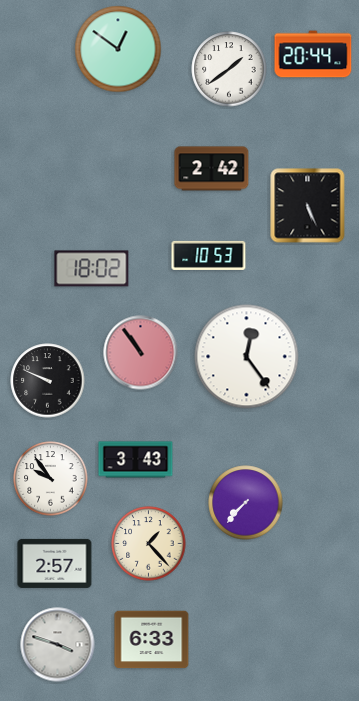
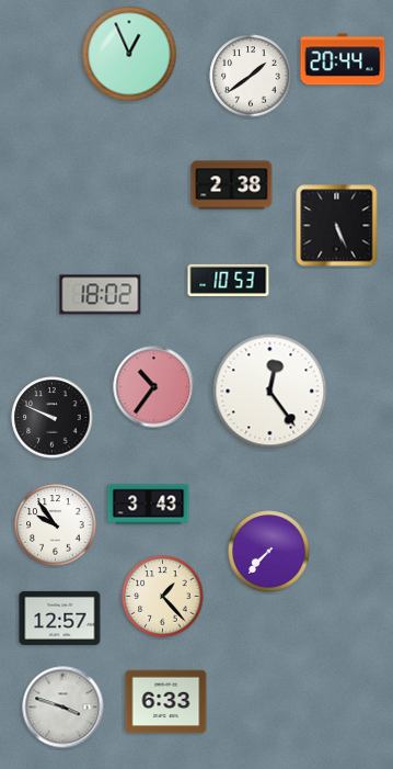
clock at (118, 49): 12:51 -> 12:56
clock at (212, 169): 2:42 -> 2:38
clock at (141, 353): 10:54 -> 10:36
clock at (55, 563): 2:57 -> 12:57
